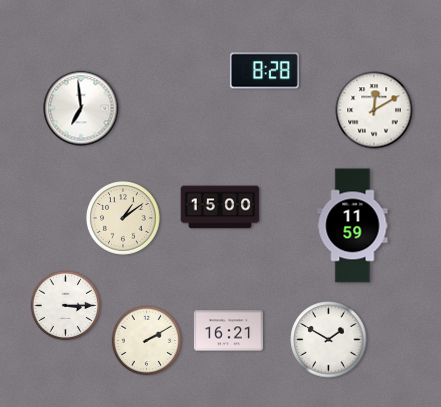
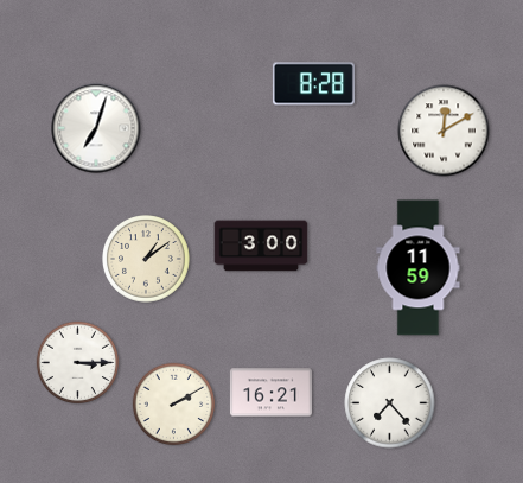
clock at (81, 108): 6:59 -> 7:03
clock at (220, 207): 15:00 -> 3:00
clock at (329, 340): 1:50 -> 7:23
